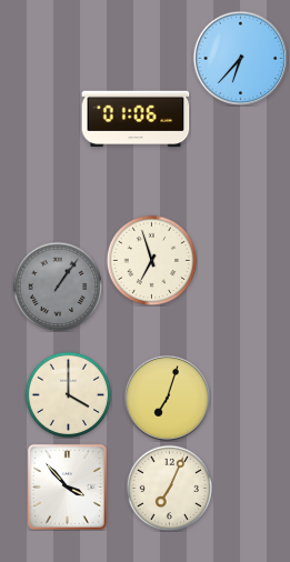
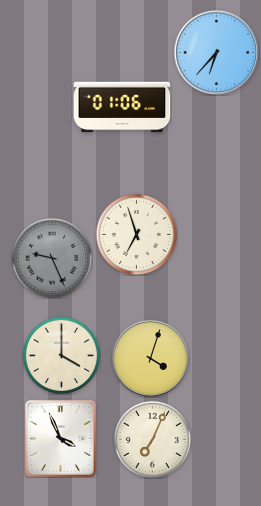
clock at (58, 287): 1:06 -> 9:26
clock at (167, 398): 7:03 -> 4:03
clock at (67, 486): 3:53 -> 3:56
